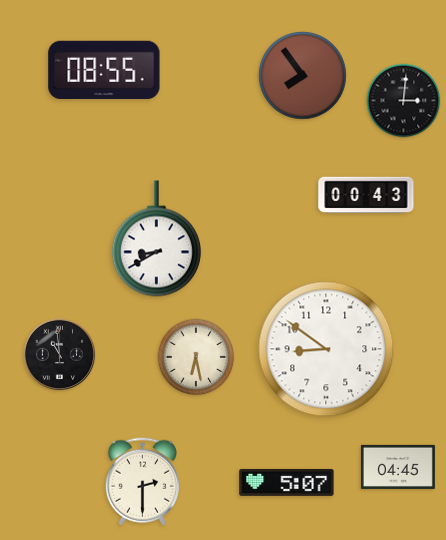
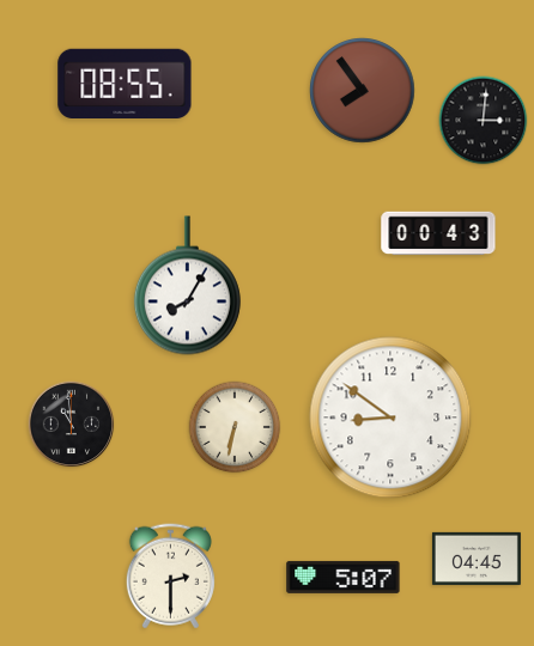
clock at (156, 239): 8:40 -> 8:05
clock at (196, 357): 6:28 -> 6:32
